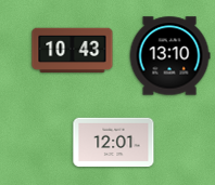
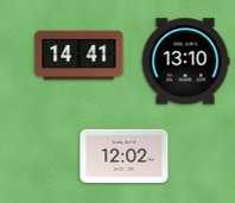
clock at (73, 51): 10:43 -> 14:41
clock at (114, 143): 12:01 -> 12:02
